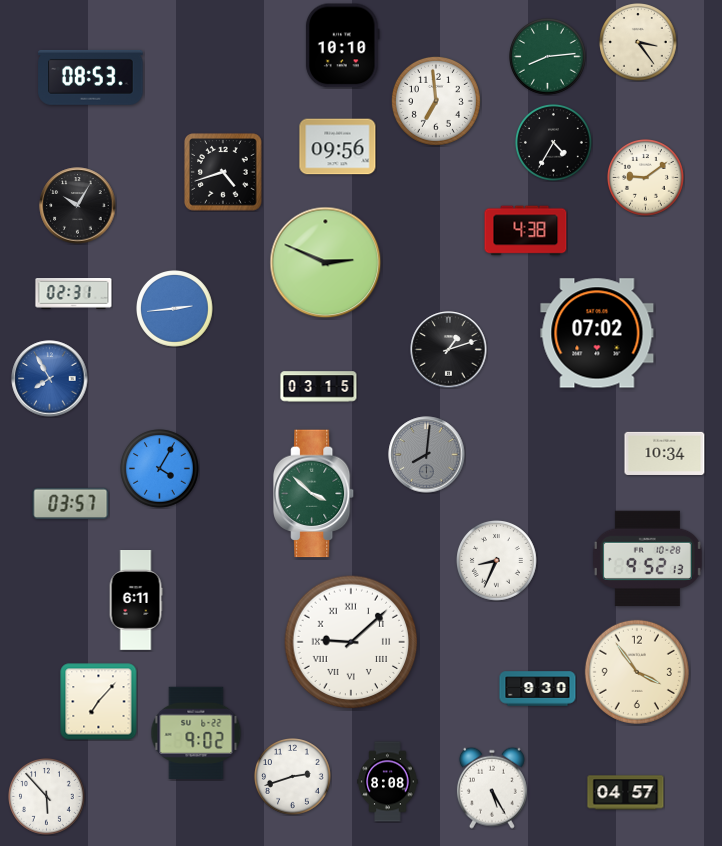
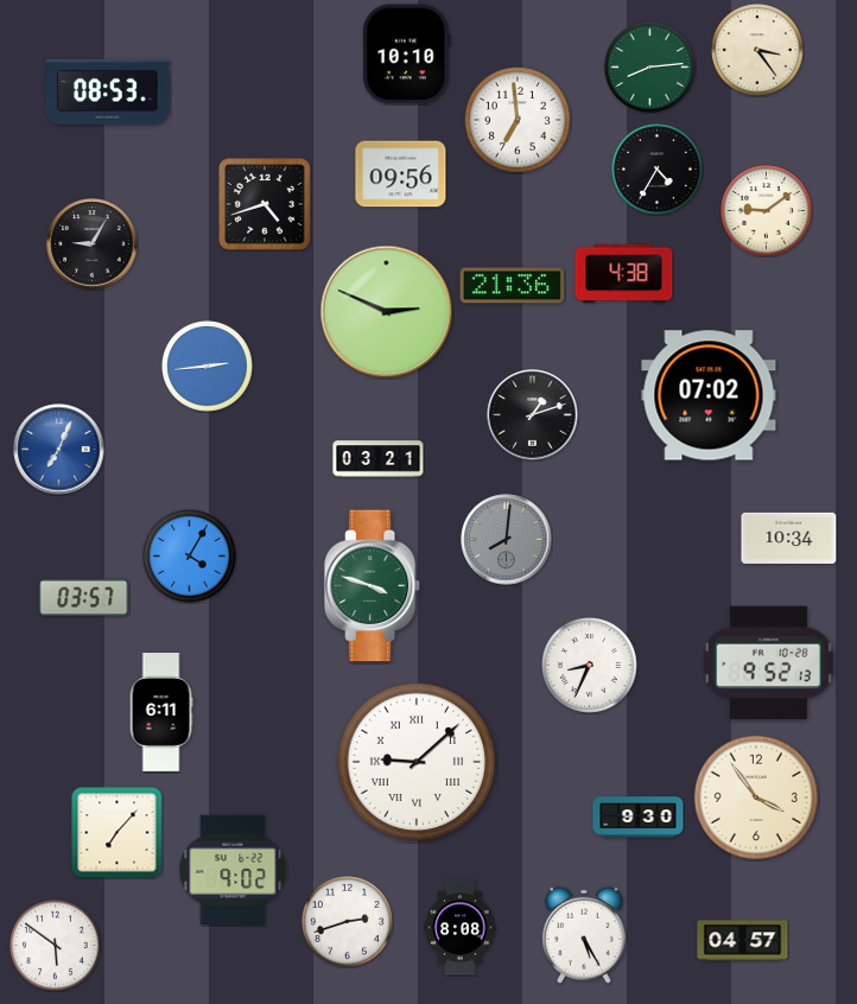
clock at (78, 206): 10:05 -> 9:05
clock at (513, 286): none -> 21:36
clock at (74, 294): 02:31 -> none
clock at (50, 379): 7:55 -> 7:04
clock at (319, 387): 03:15 -> 03:21
clock at (315, 494): 3:52 -> 3:48
clock at (47, 797): 5:53 -> 5:51
